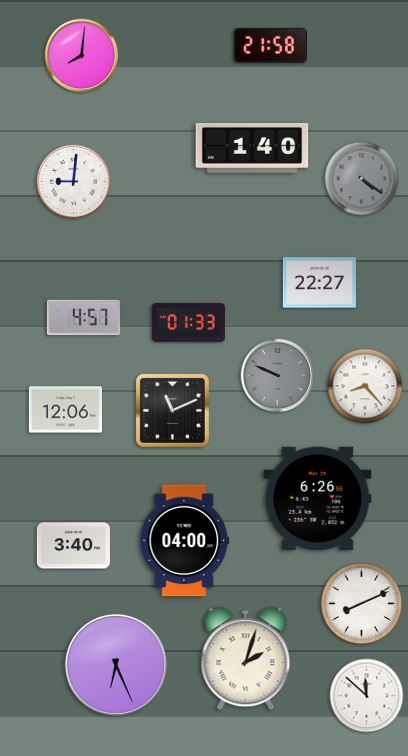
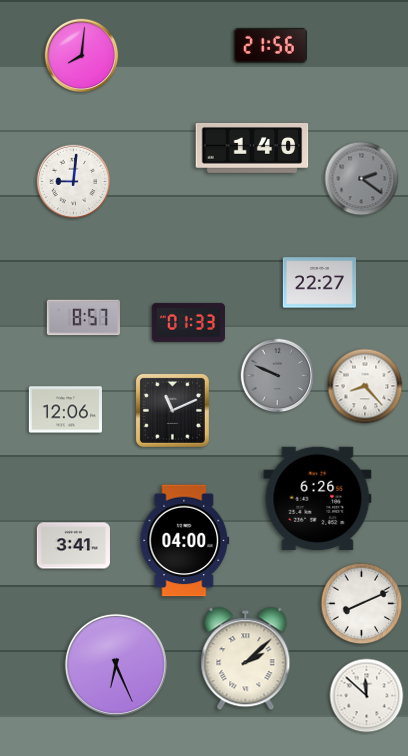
clock at (270, 45): 21:58 -> 21:56
clock at (362, 179): 4:21 -> 2:21
clock at (83, 318): 4:57 -> 8:57
clock at (73, 546): 3:40 -> 3:41
clock at (246, 659): 2:03 -> 2:08
